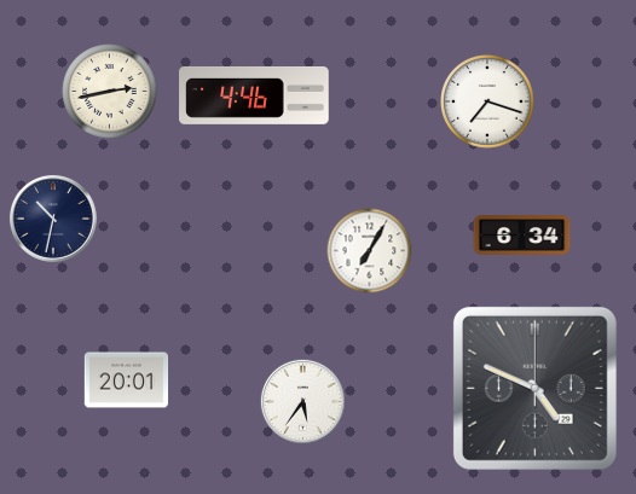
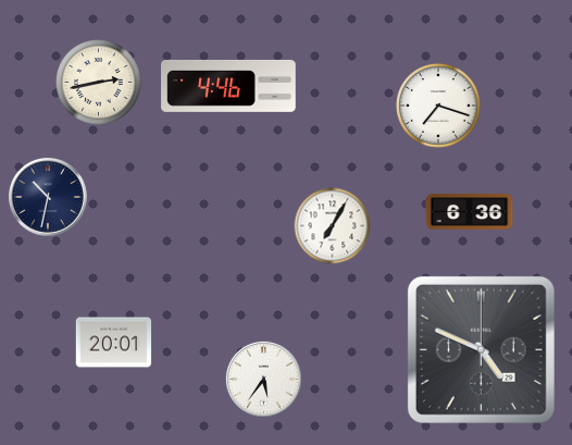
clock at (487, 101) position: (487, 101) -> (438, 106)
clock at (522, 236): 6:34 -> 6:36
clock at (302, 401) position: (302, 401) -> (263, 379)
